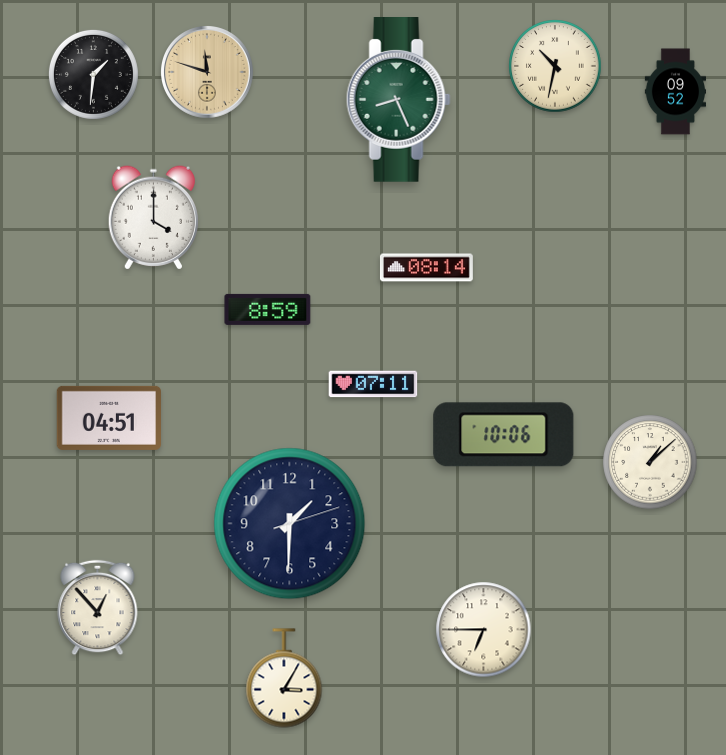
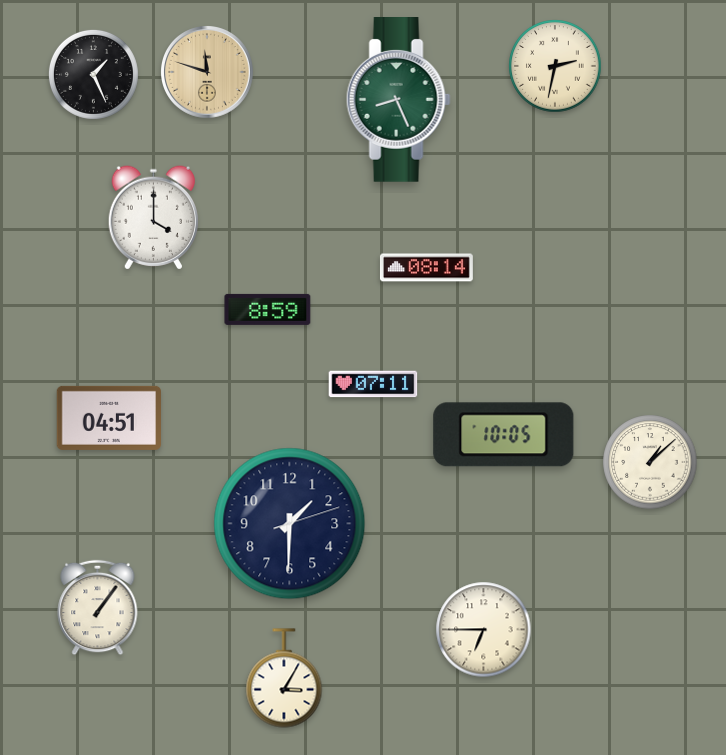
clock at (555, 66): 10:32 -> 2:32
clock at (93, 74): 1:31 -> 1:26
clock at (675, 92): 09:52 -> none
clock at (504, 435): 10:06 -> 10:05
clock at (98, 608): 12:53 -> 1:06
